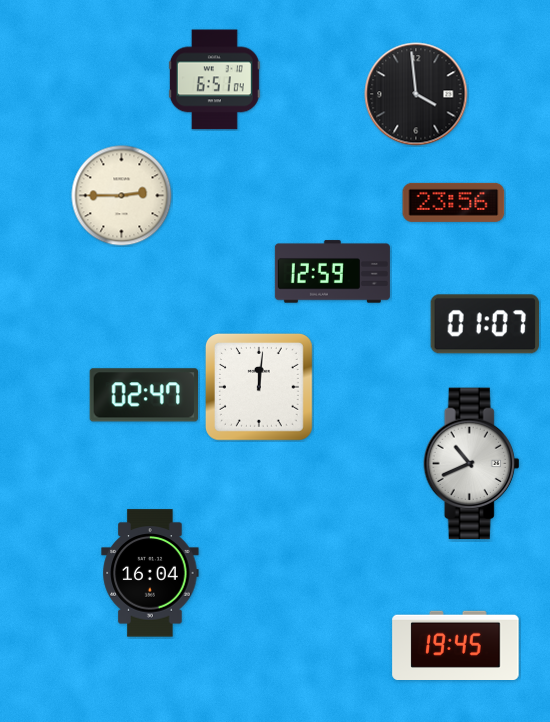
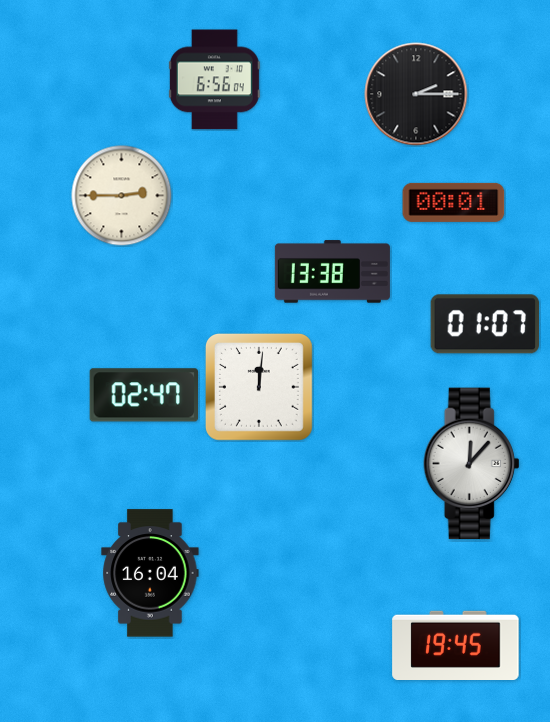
clock at (214, 80): 6:51 -> 6:56
clock at (416, 94): 3:59 -> 2:15
clock at (454, 202): 23:56 -> 00:01
clock at (332, 272): 12:59 -> 13:38
clock at (472, 464): 10:41 -> 12:07
